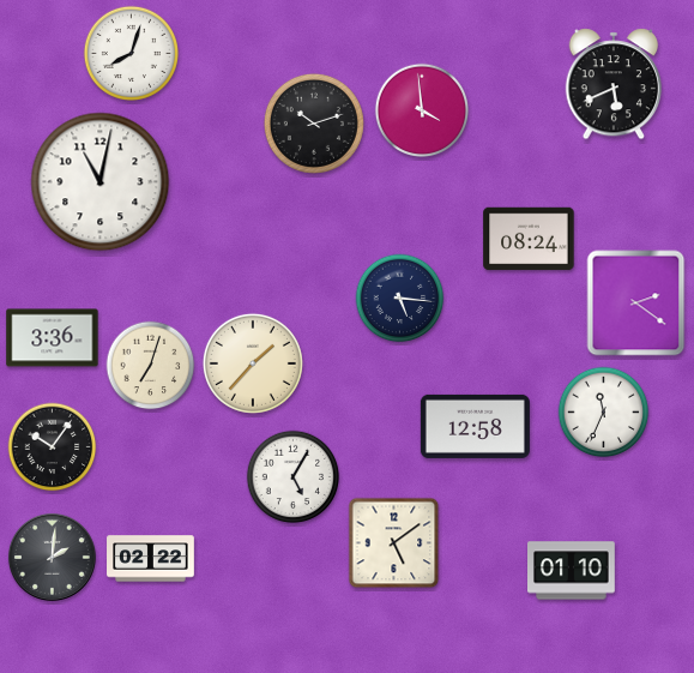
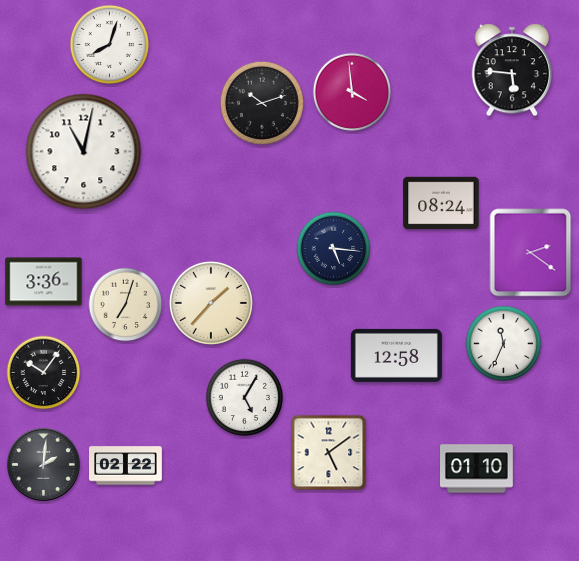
clock at (612, 84): 5:41 -> 5:46
clock at (529, 239) position: (529, 239) -> (441, 203)
clock at (572, 571) position: (572, 571) -> (477, 469)
